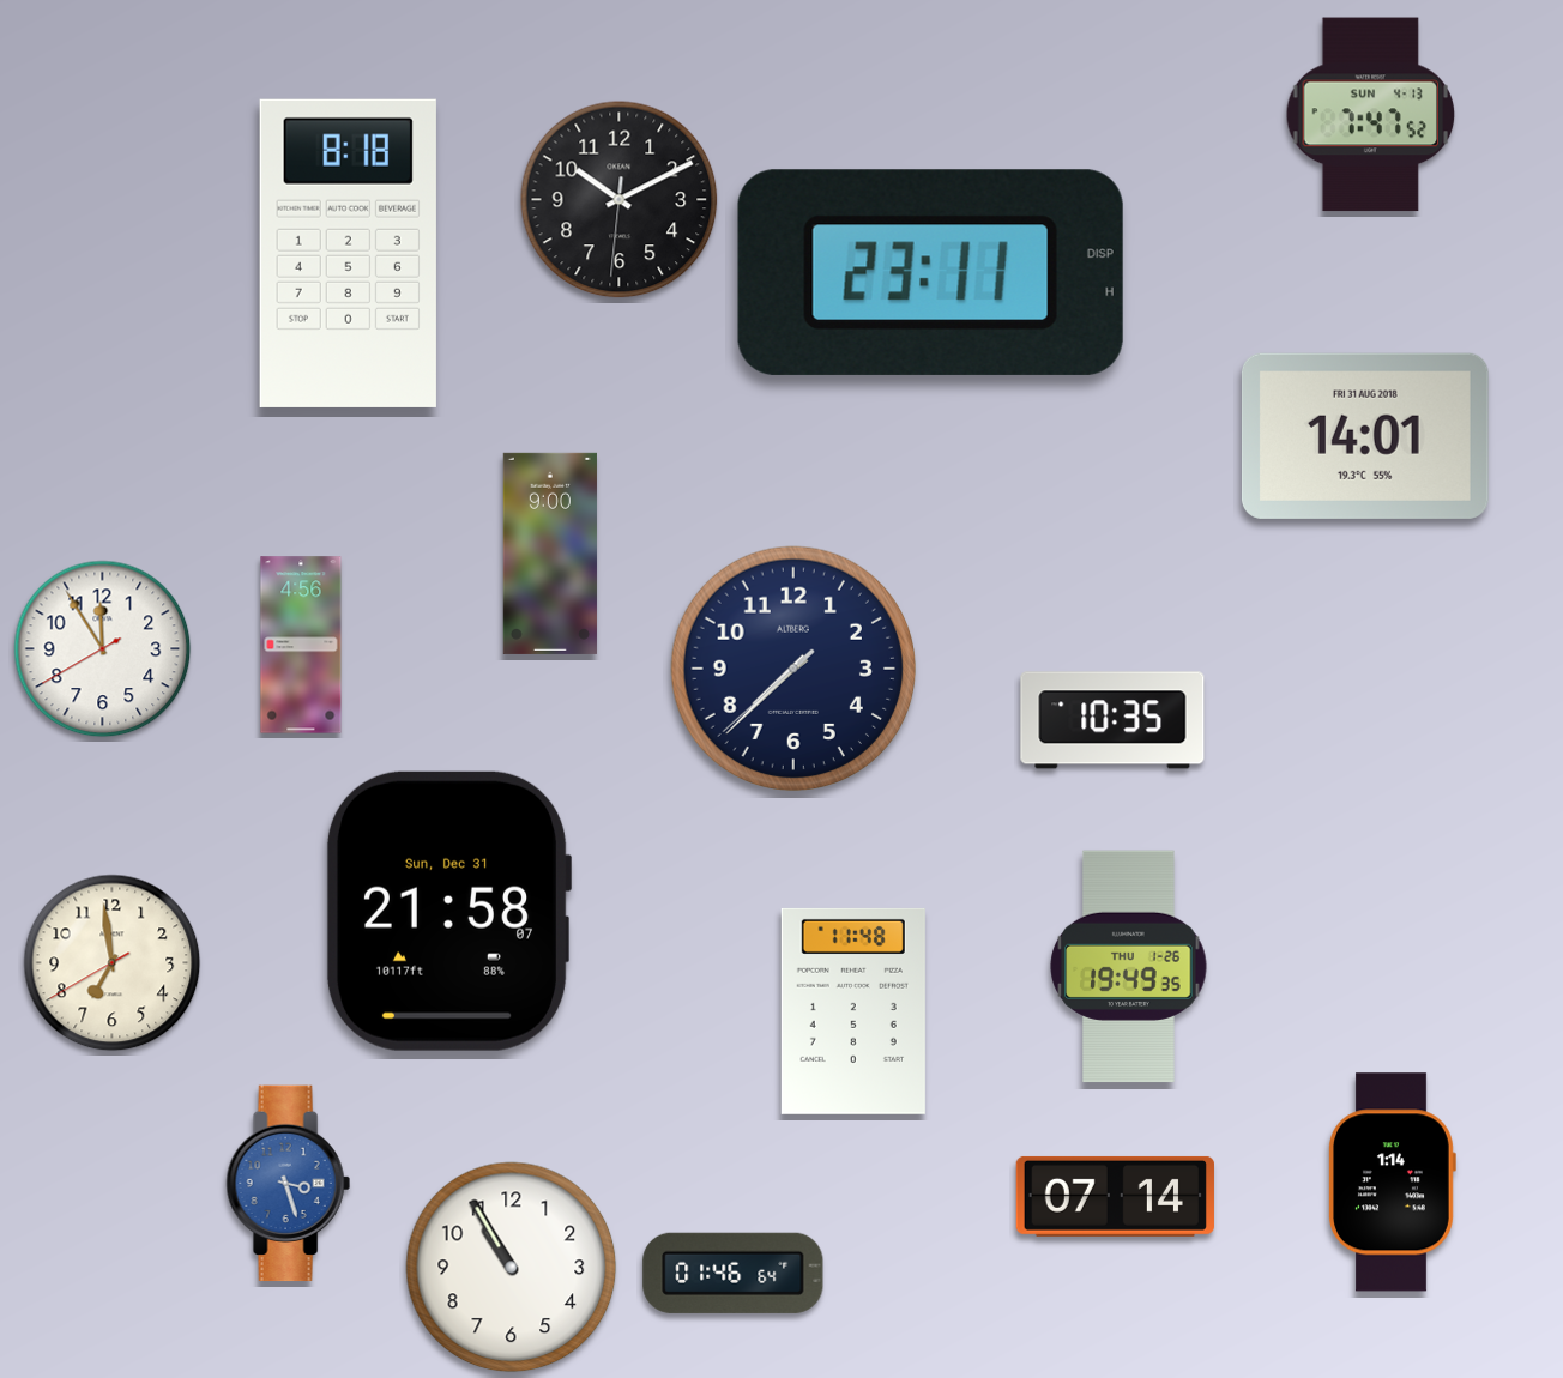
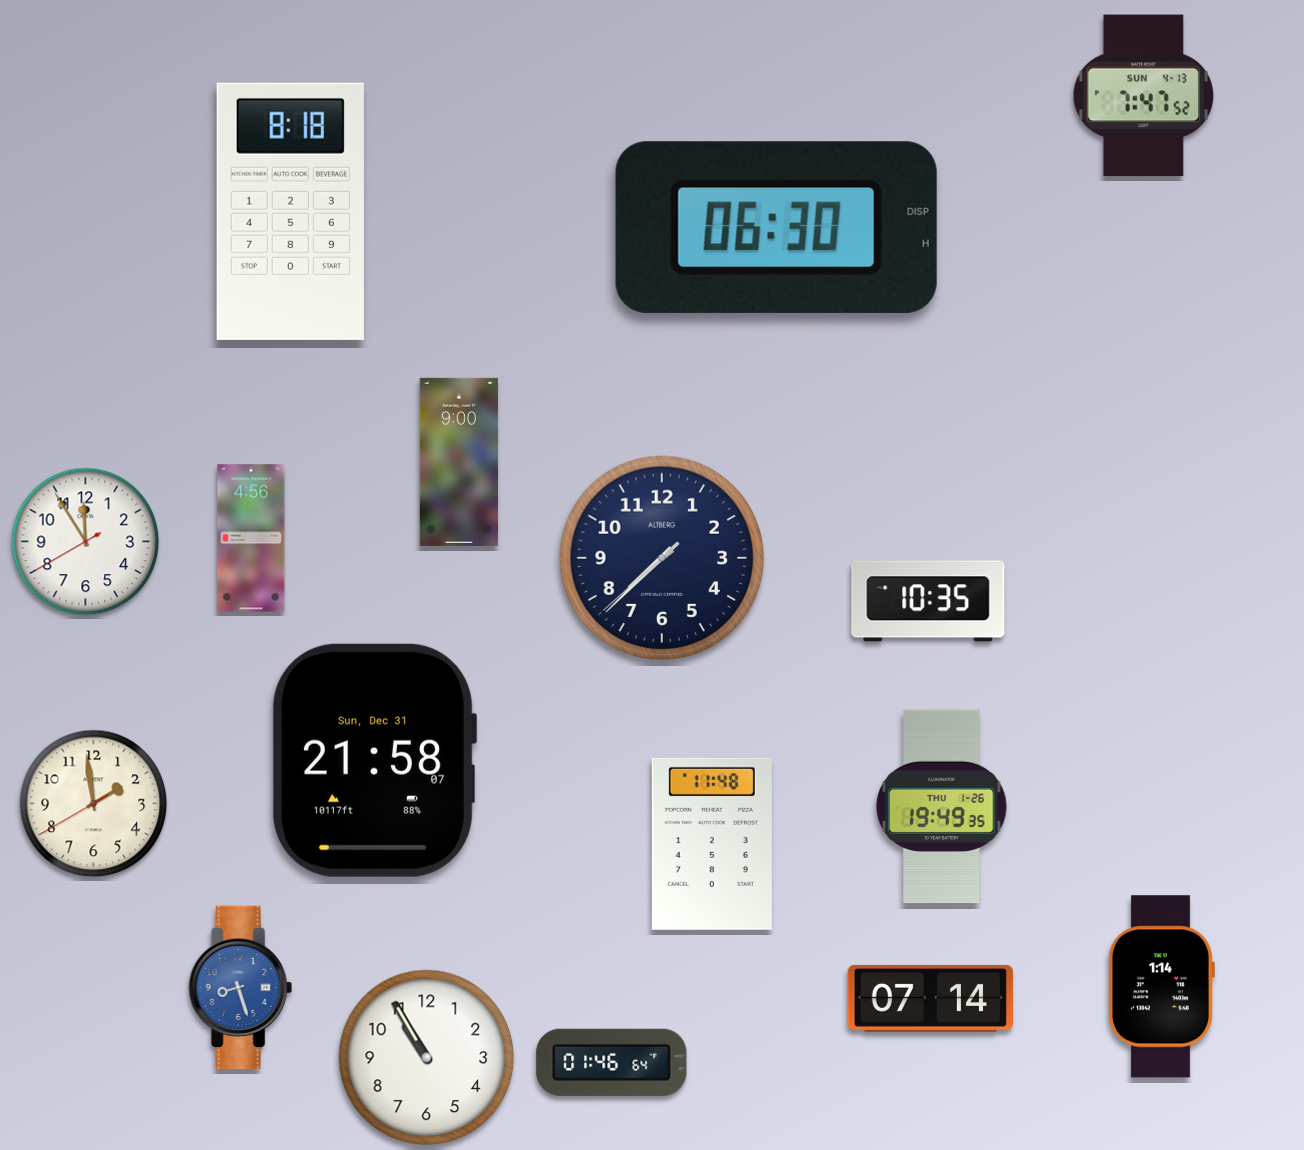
clock at (620, 200): 10:10 -> none
clock at (930, 272): 23:11 -> 06:30
clock at (1365, 436): 14:01 -> none
clock at (113, 963): 6:58 -> 1:58
clock at (288, 1184): 3:27 -> 8:27
